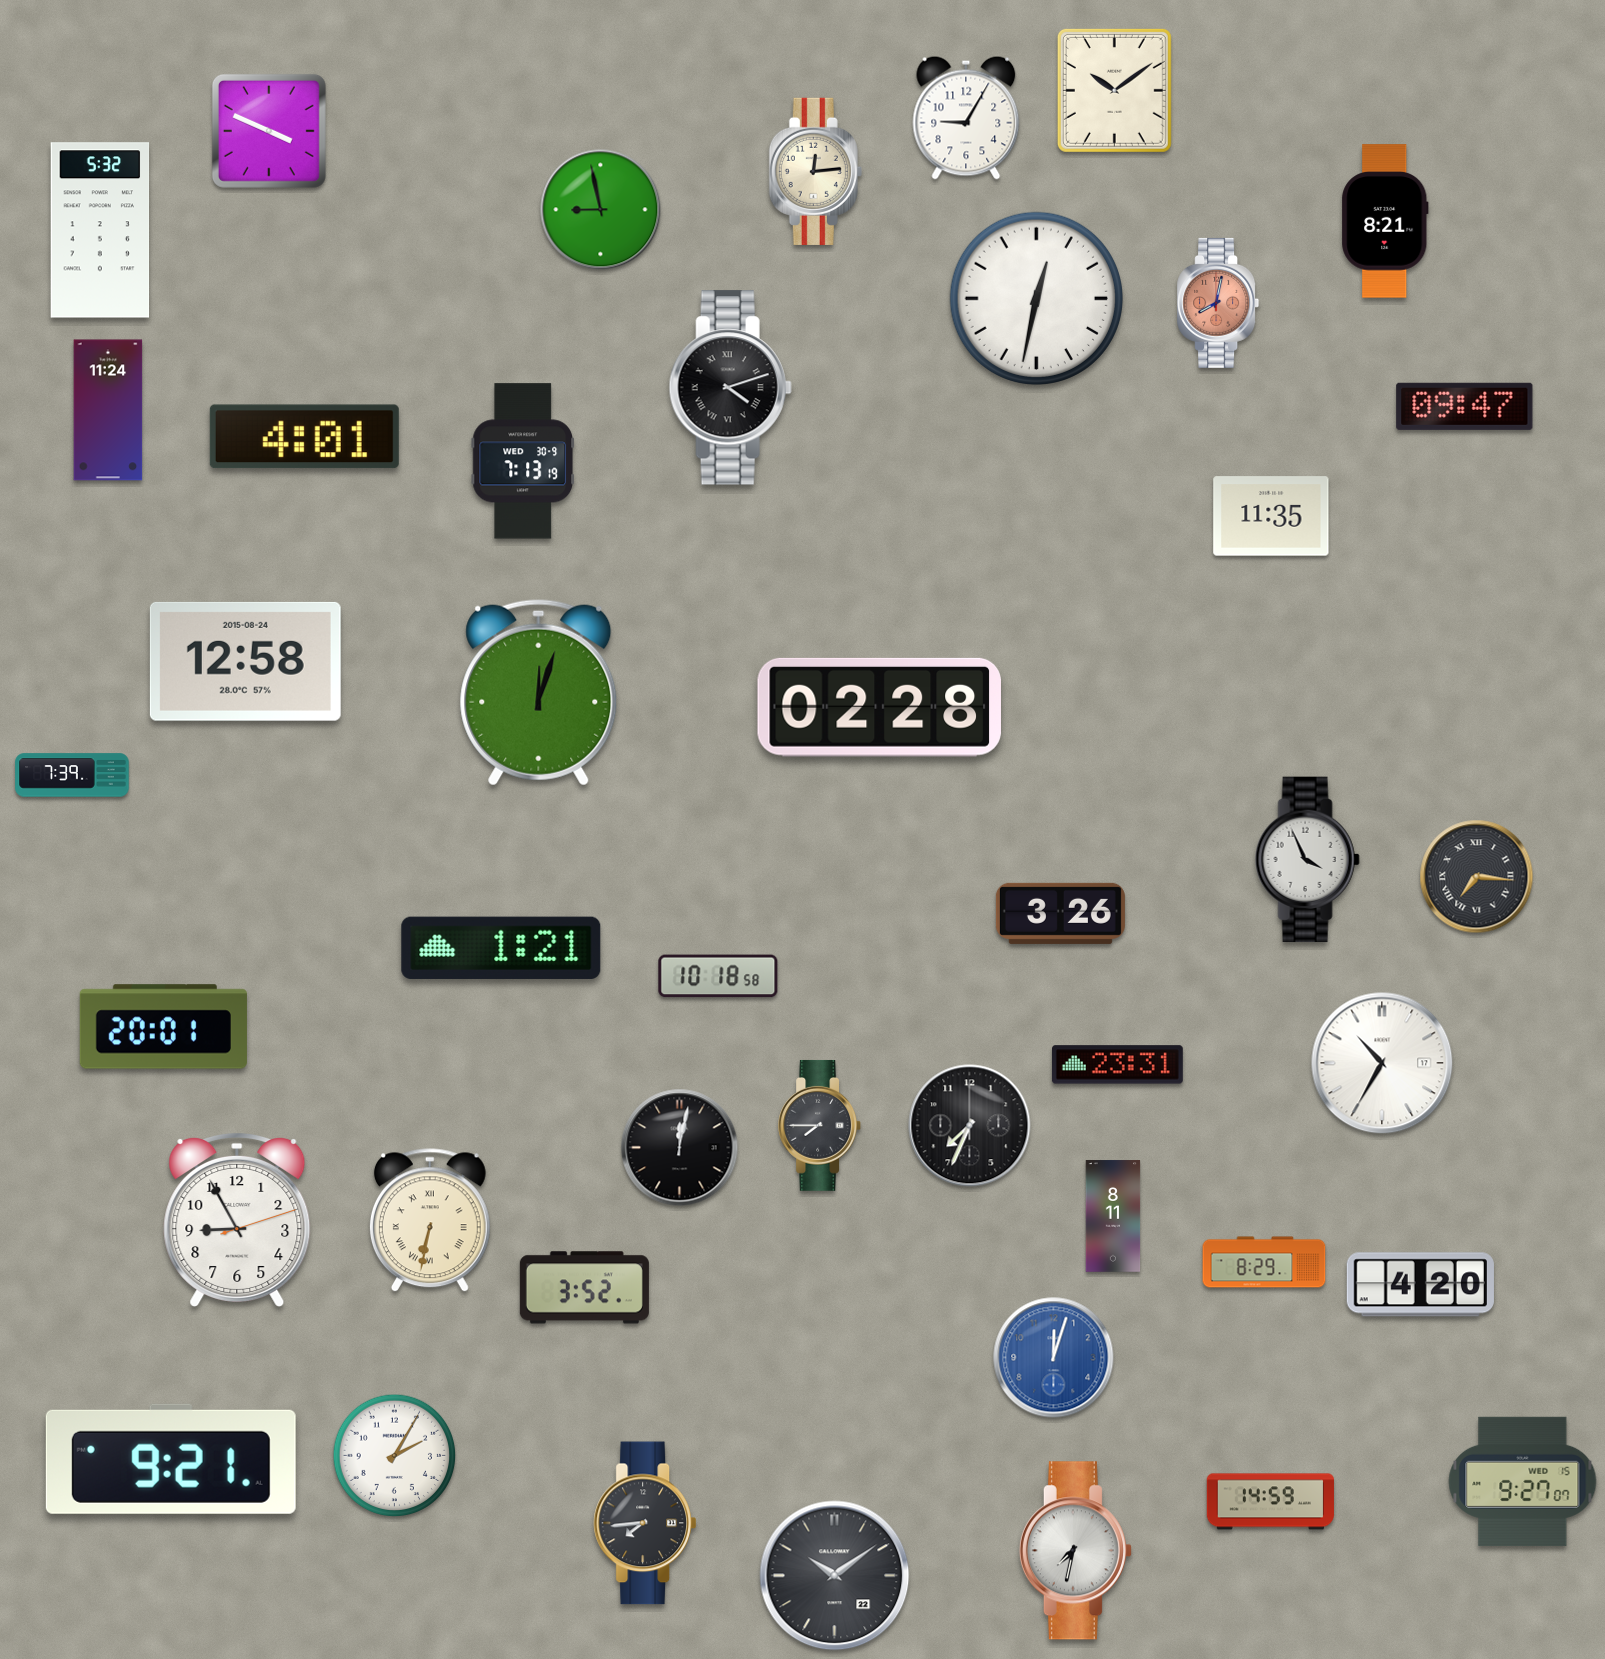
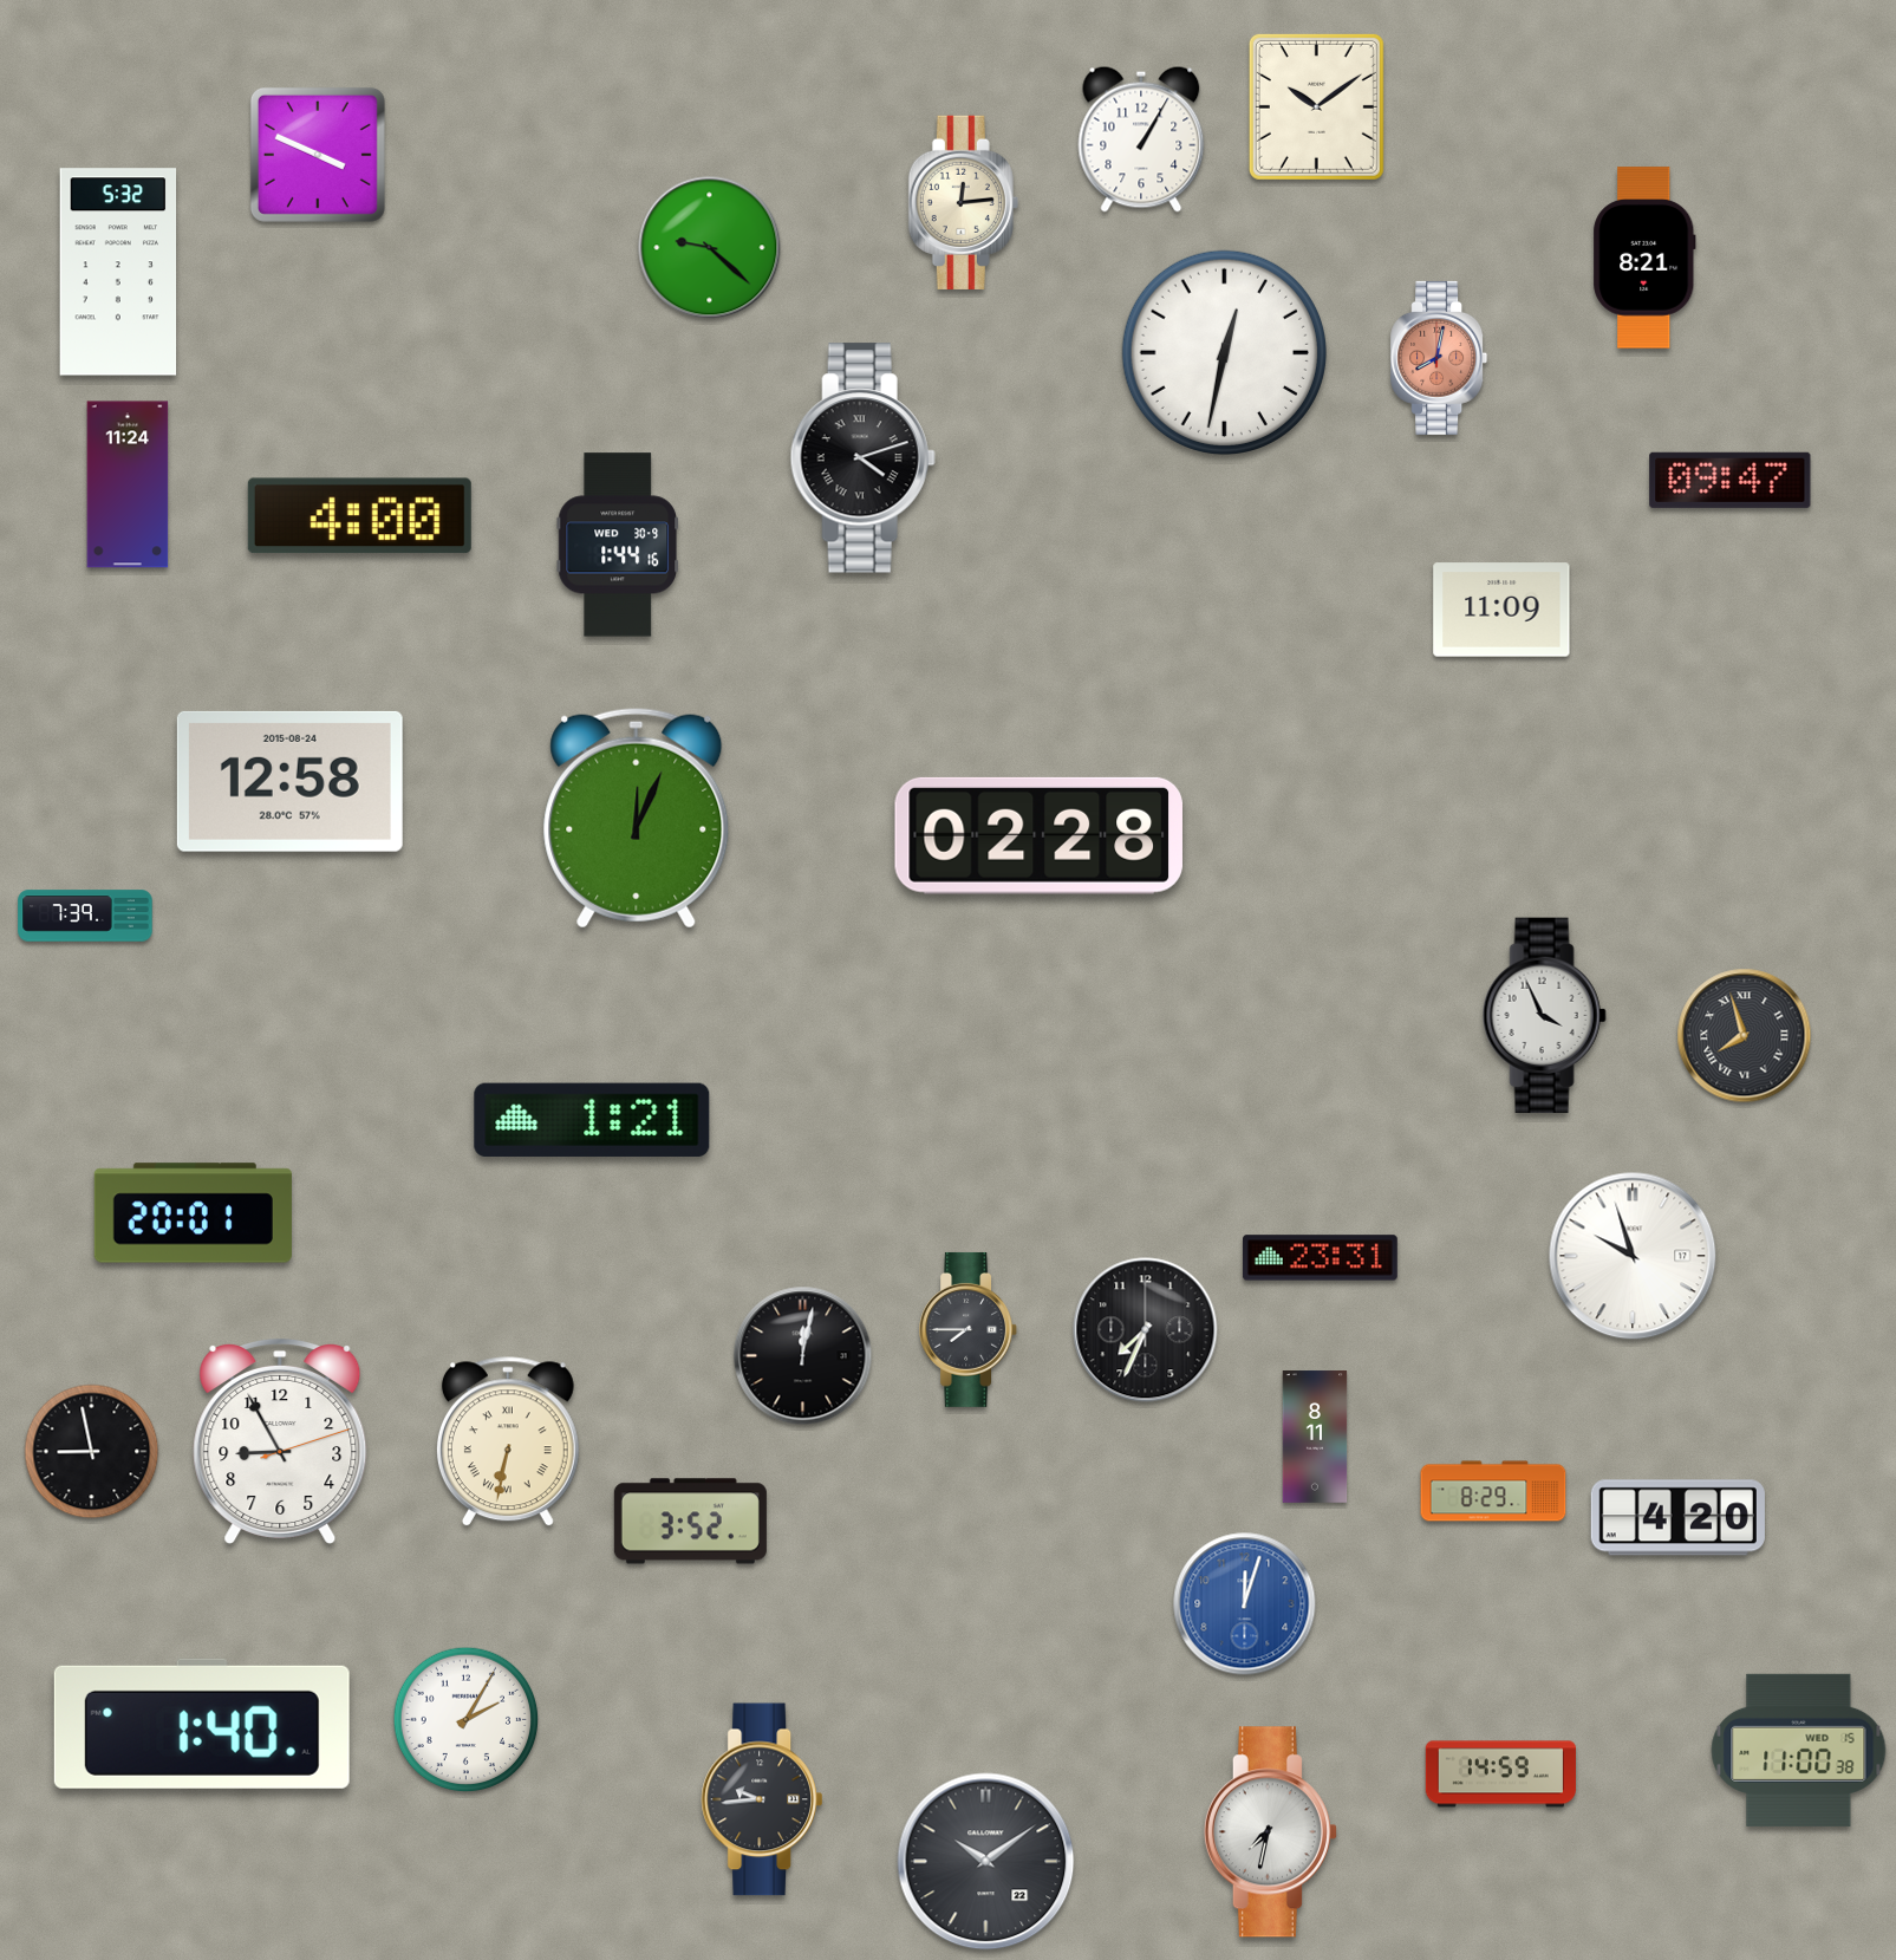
clock at (966, 118): 9:05 -> 1:05
clock at (601, 210): 8:58 -> 9:22
clock at (1385, 221) position: (1385, 221) -> (1644, 258)
clock at (304, 437): 4:01 -> 4:00
clock at (522, 461): 7:13 -> 1:44
clock at (1271, 516): 11:35 -> 11:09
clock at (539, 692): 12:03 -> 12:04
clock at (1477, 877): 7:16 -> 7:57
clock at (1060, 913): 3:26 -> none
clock at (718, 976): 10:18 -> none
clock at (1382, 1063): 10:35 -> 9:57
clock at (92, 1452): none -> 8:58
clock at (171, 1459): 9:21 -> 1:40
clock at (1523, 1481): 9:27 -> 11:00
clock at (644, 1523): 7:44 -> 9:44
